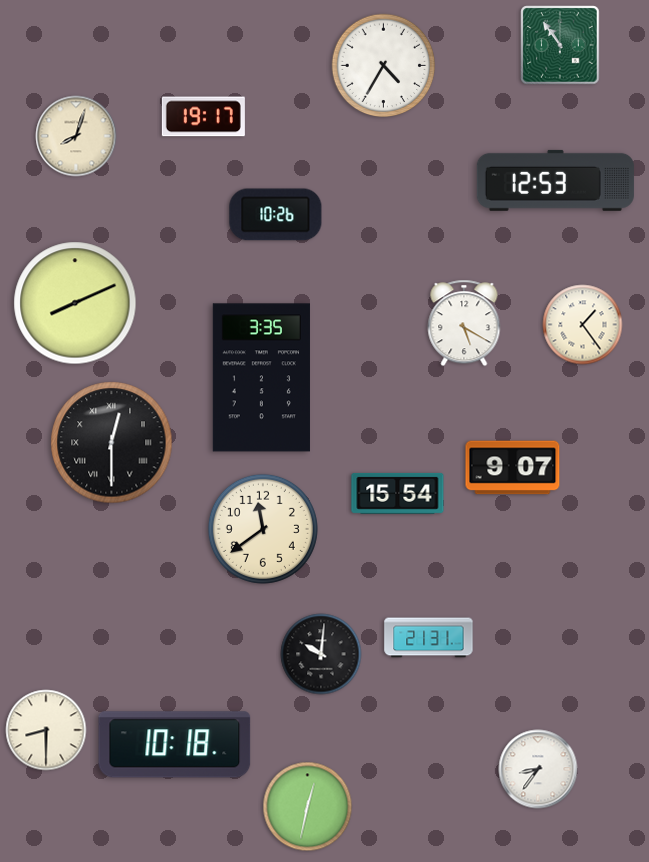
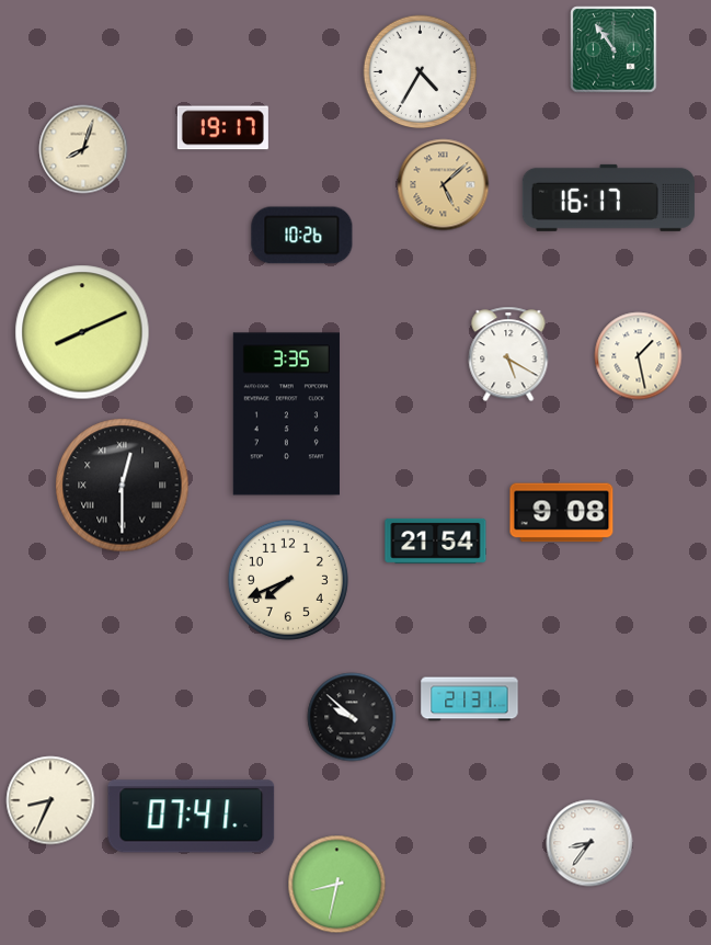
clock at (444, 185): none -> 5:08
clock at (555, 180): 12:53 -> 16:17
clock at (583, 325): 1:24 -> 1:28
clock at (513, 468): 9:07 -> 9:08
clock at (398, 493): 15:54 -> 21:54
clock at (263, 529): 11:39 -> 7:41
clock at (321, 654): 10:01 -> 9:52
clock at (46, 730): 8:30 -> 8:34
clock at (175, 745): 10:18 -> 07:41
clock at (308, 807): 12:32 -> 8:32
